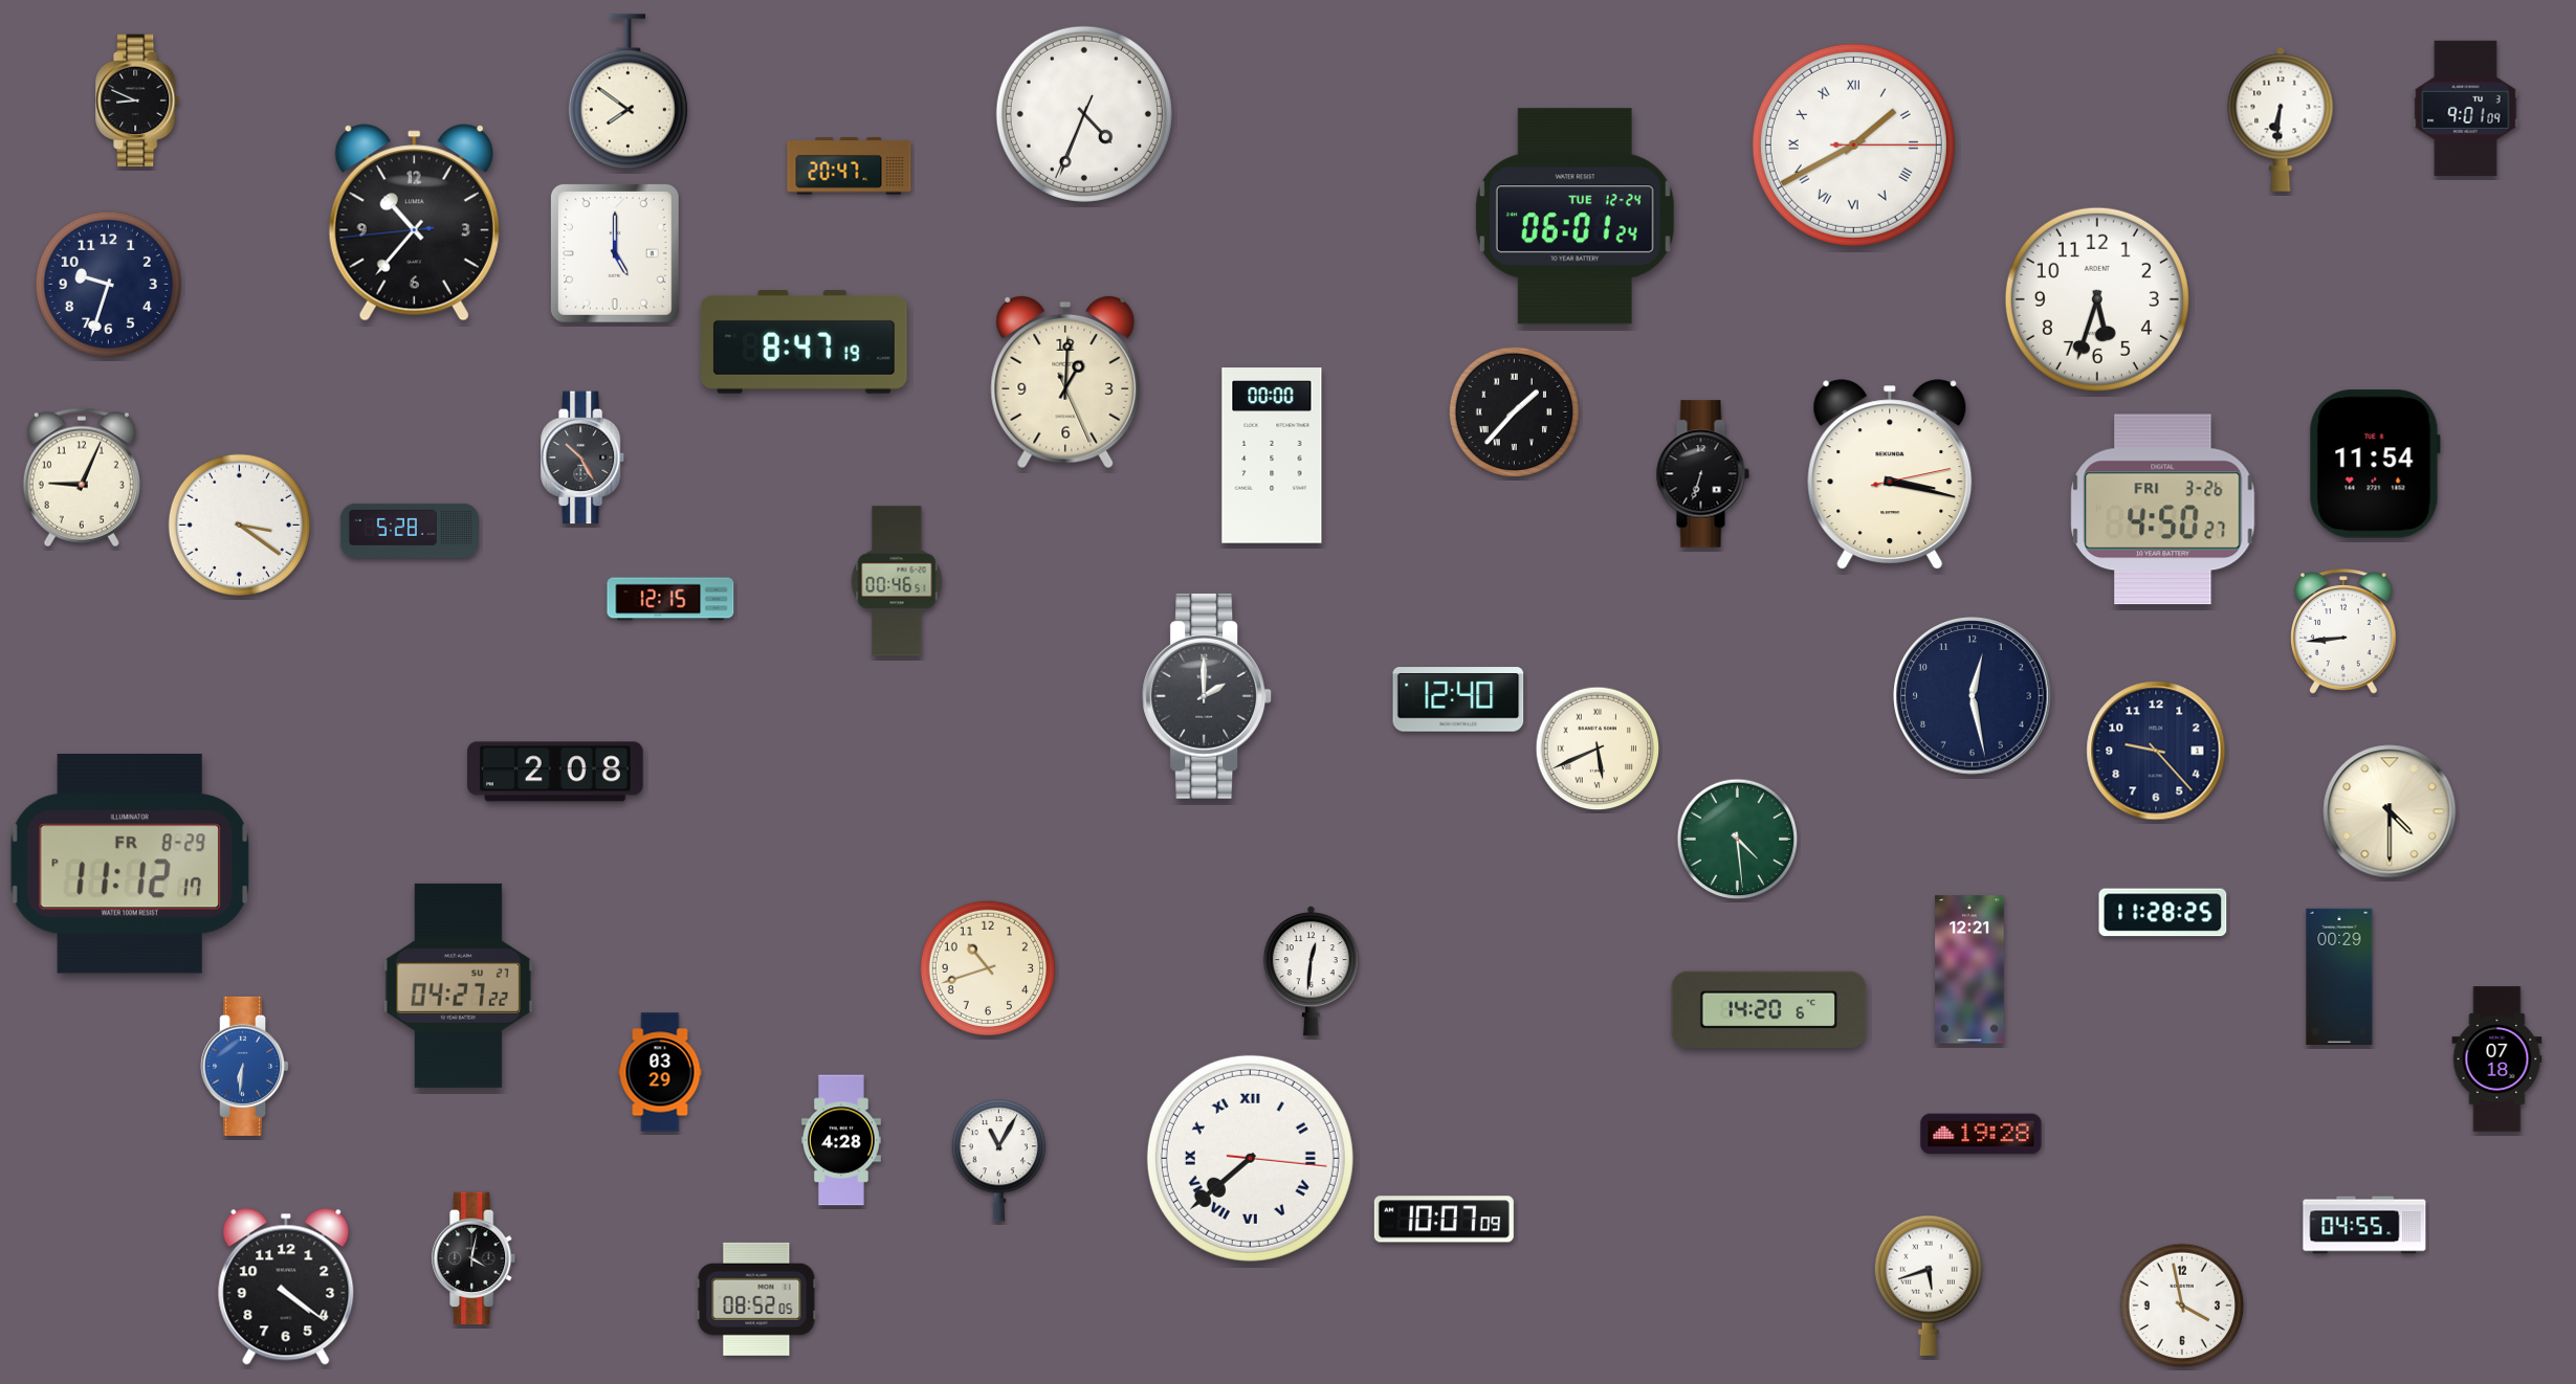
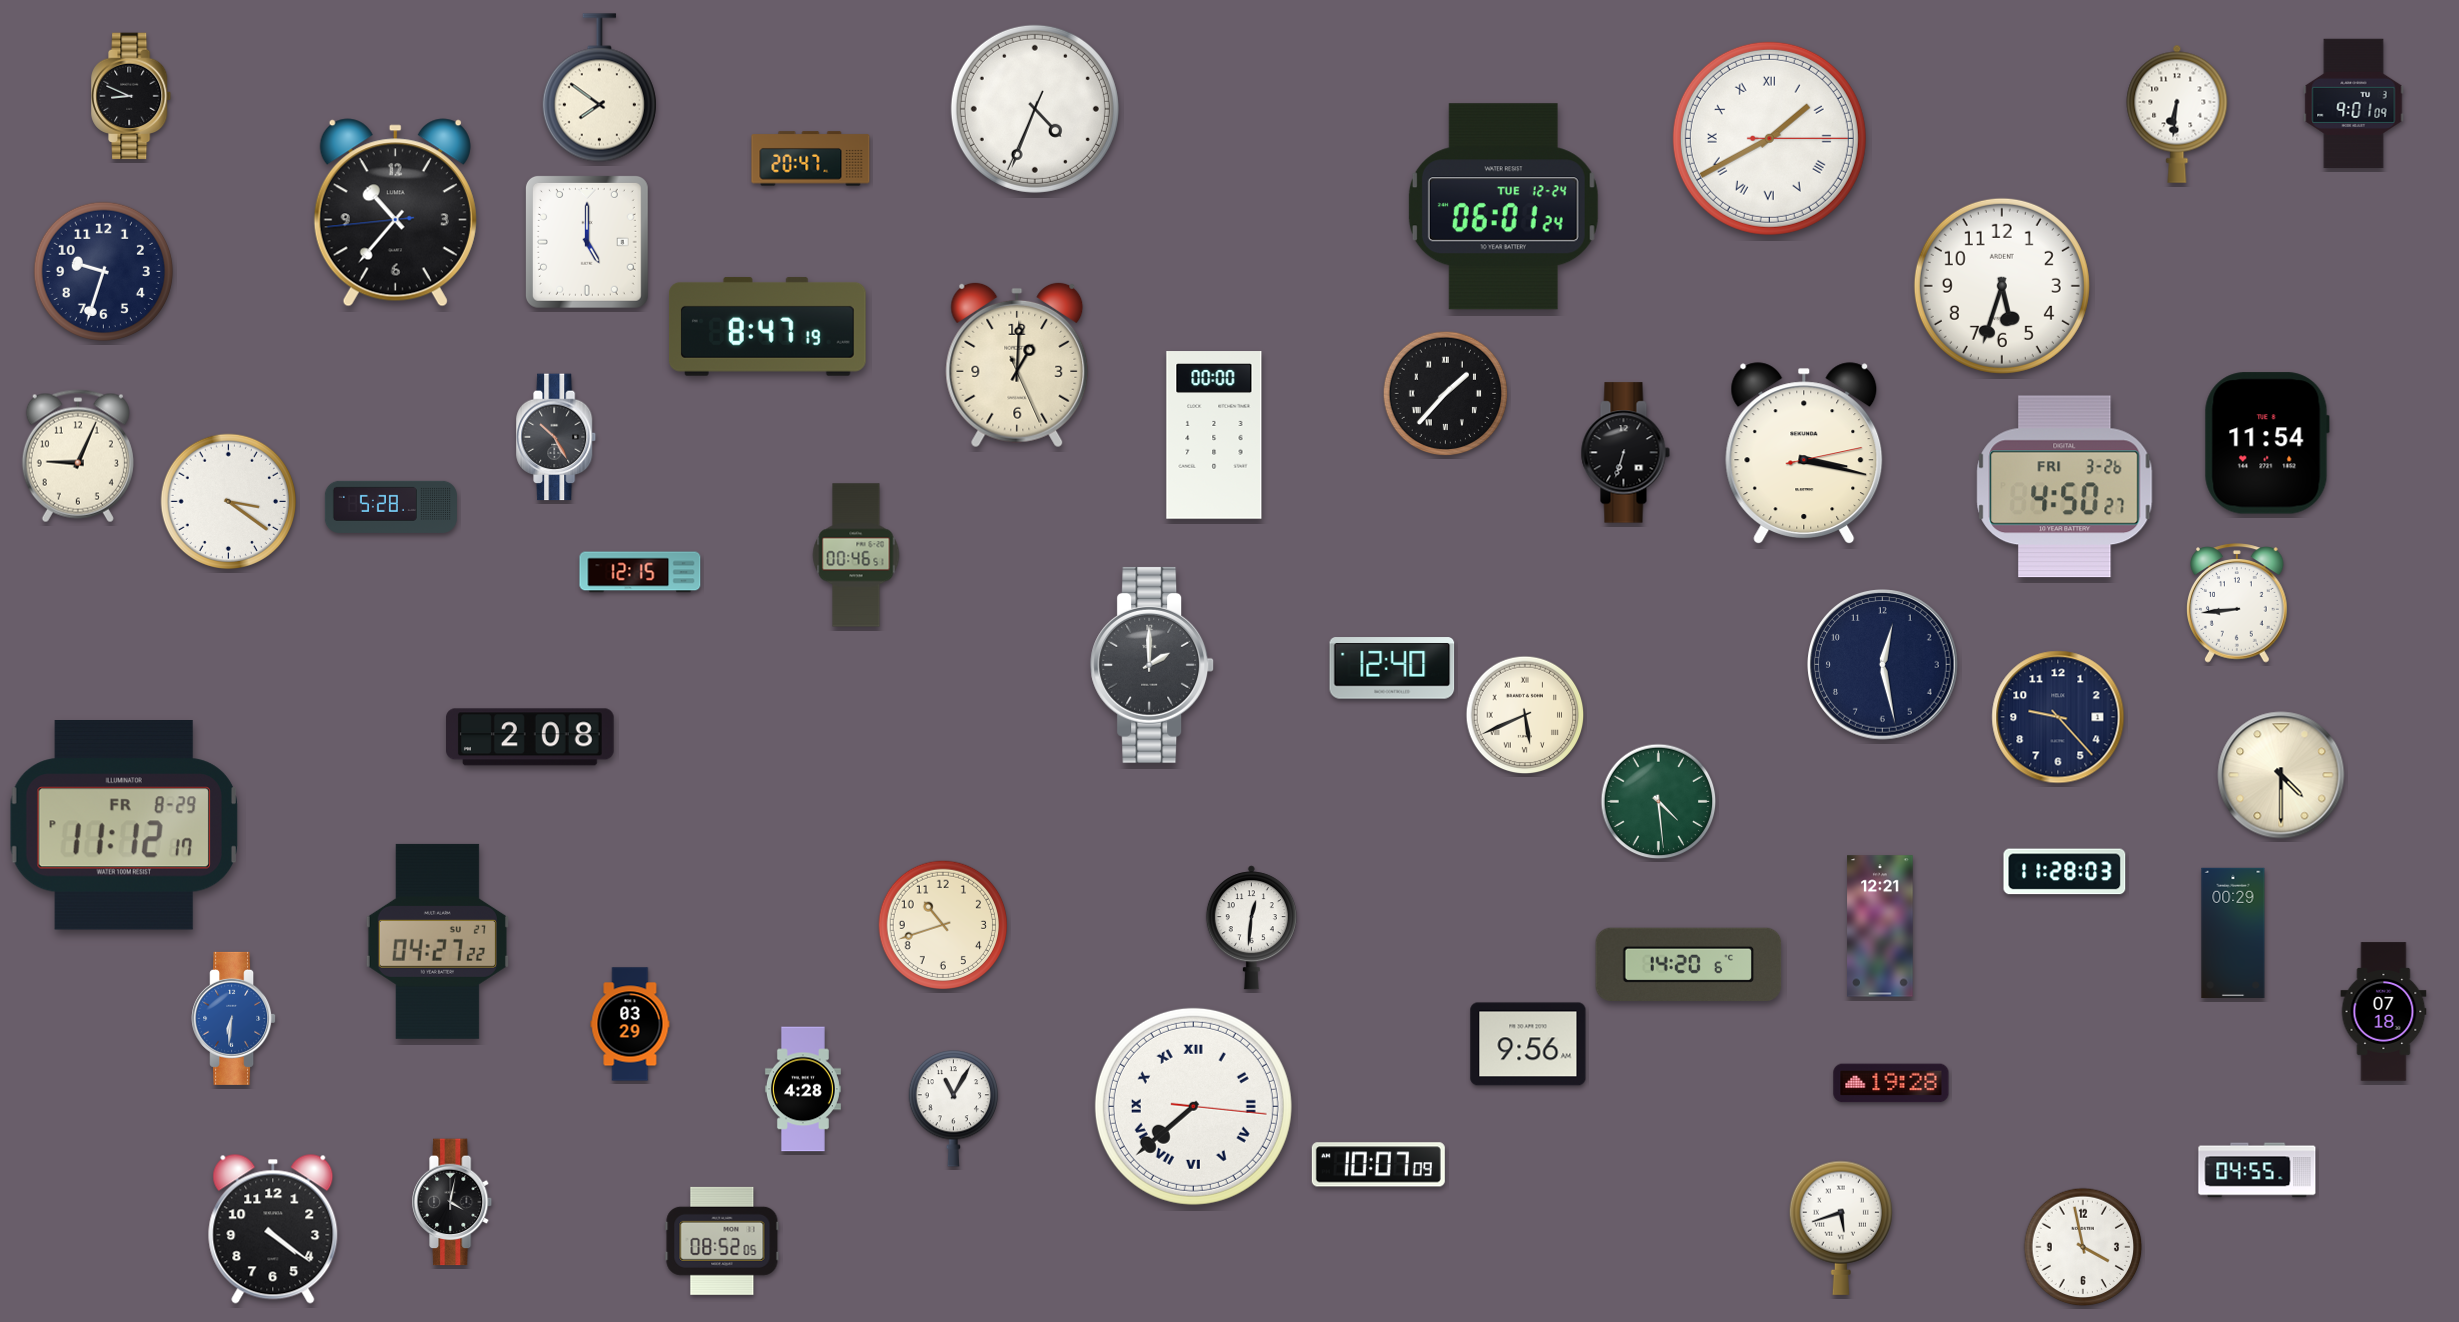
clock at (2163, 913): 11:28:25 -> 11:28:03
clock at (1528, 1044): none -> 9:56
